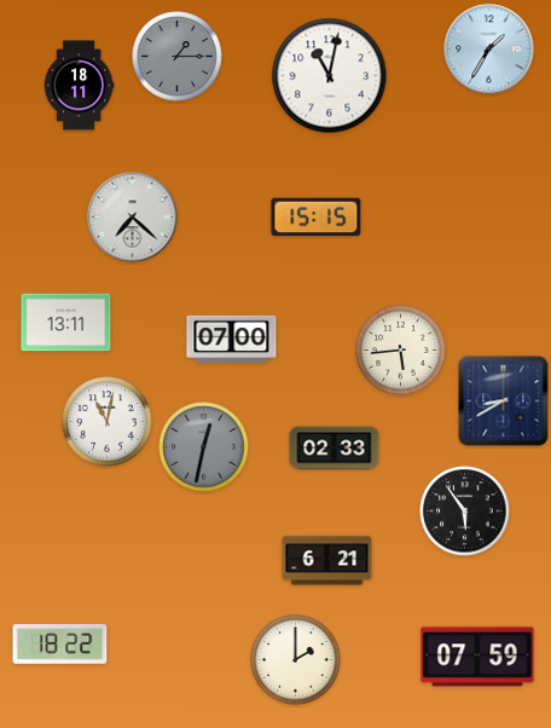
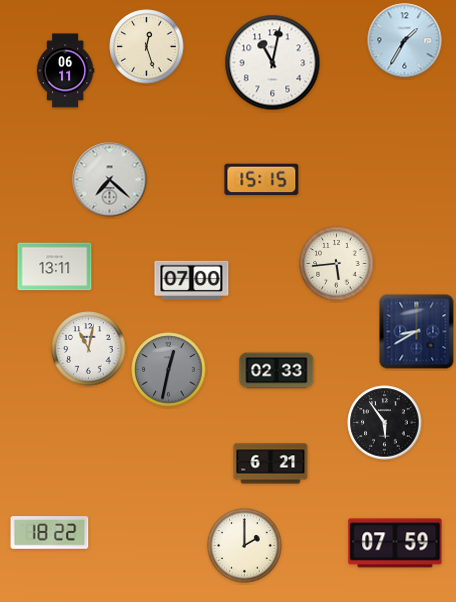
clock at (178, 57): 1:15 -> 12:27
clock at (178, 57) dial: grey -> cream
clock at (79, 86): 18:11 -> 06:11
clock at (401, 351) position: (401, 351) -> (337, 264)
